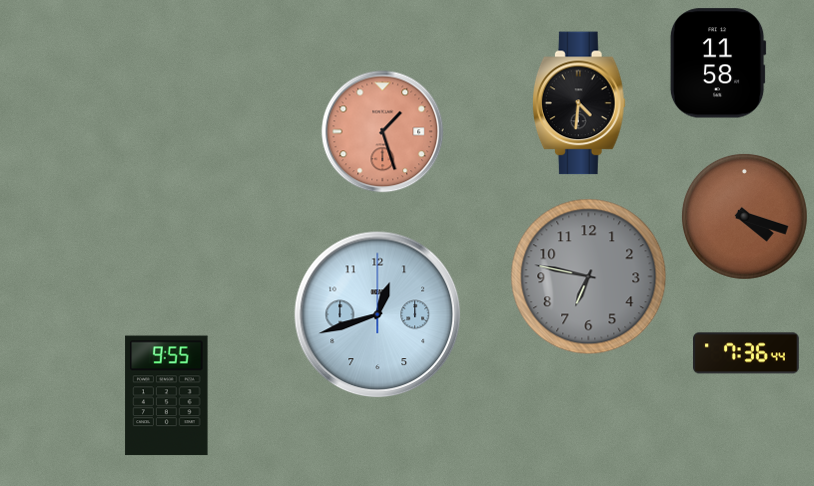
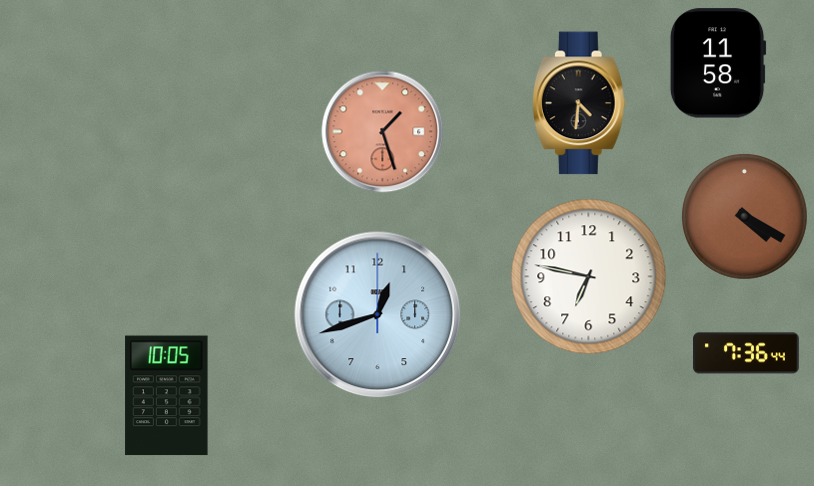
clock at (744, 216): 4:18 -> 4:20
clock at (589, 277) dial: grey -> white
clock at (167, 396): 9:55 -> 10:05
